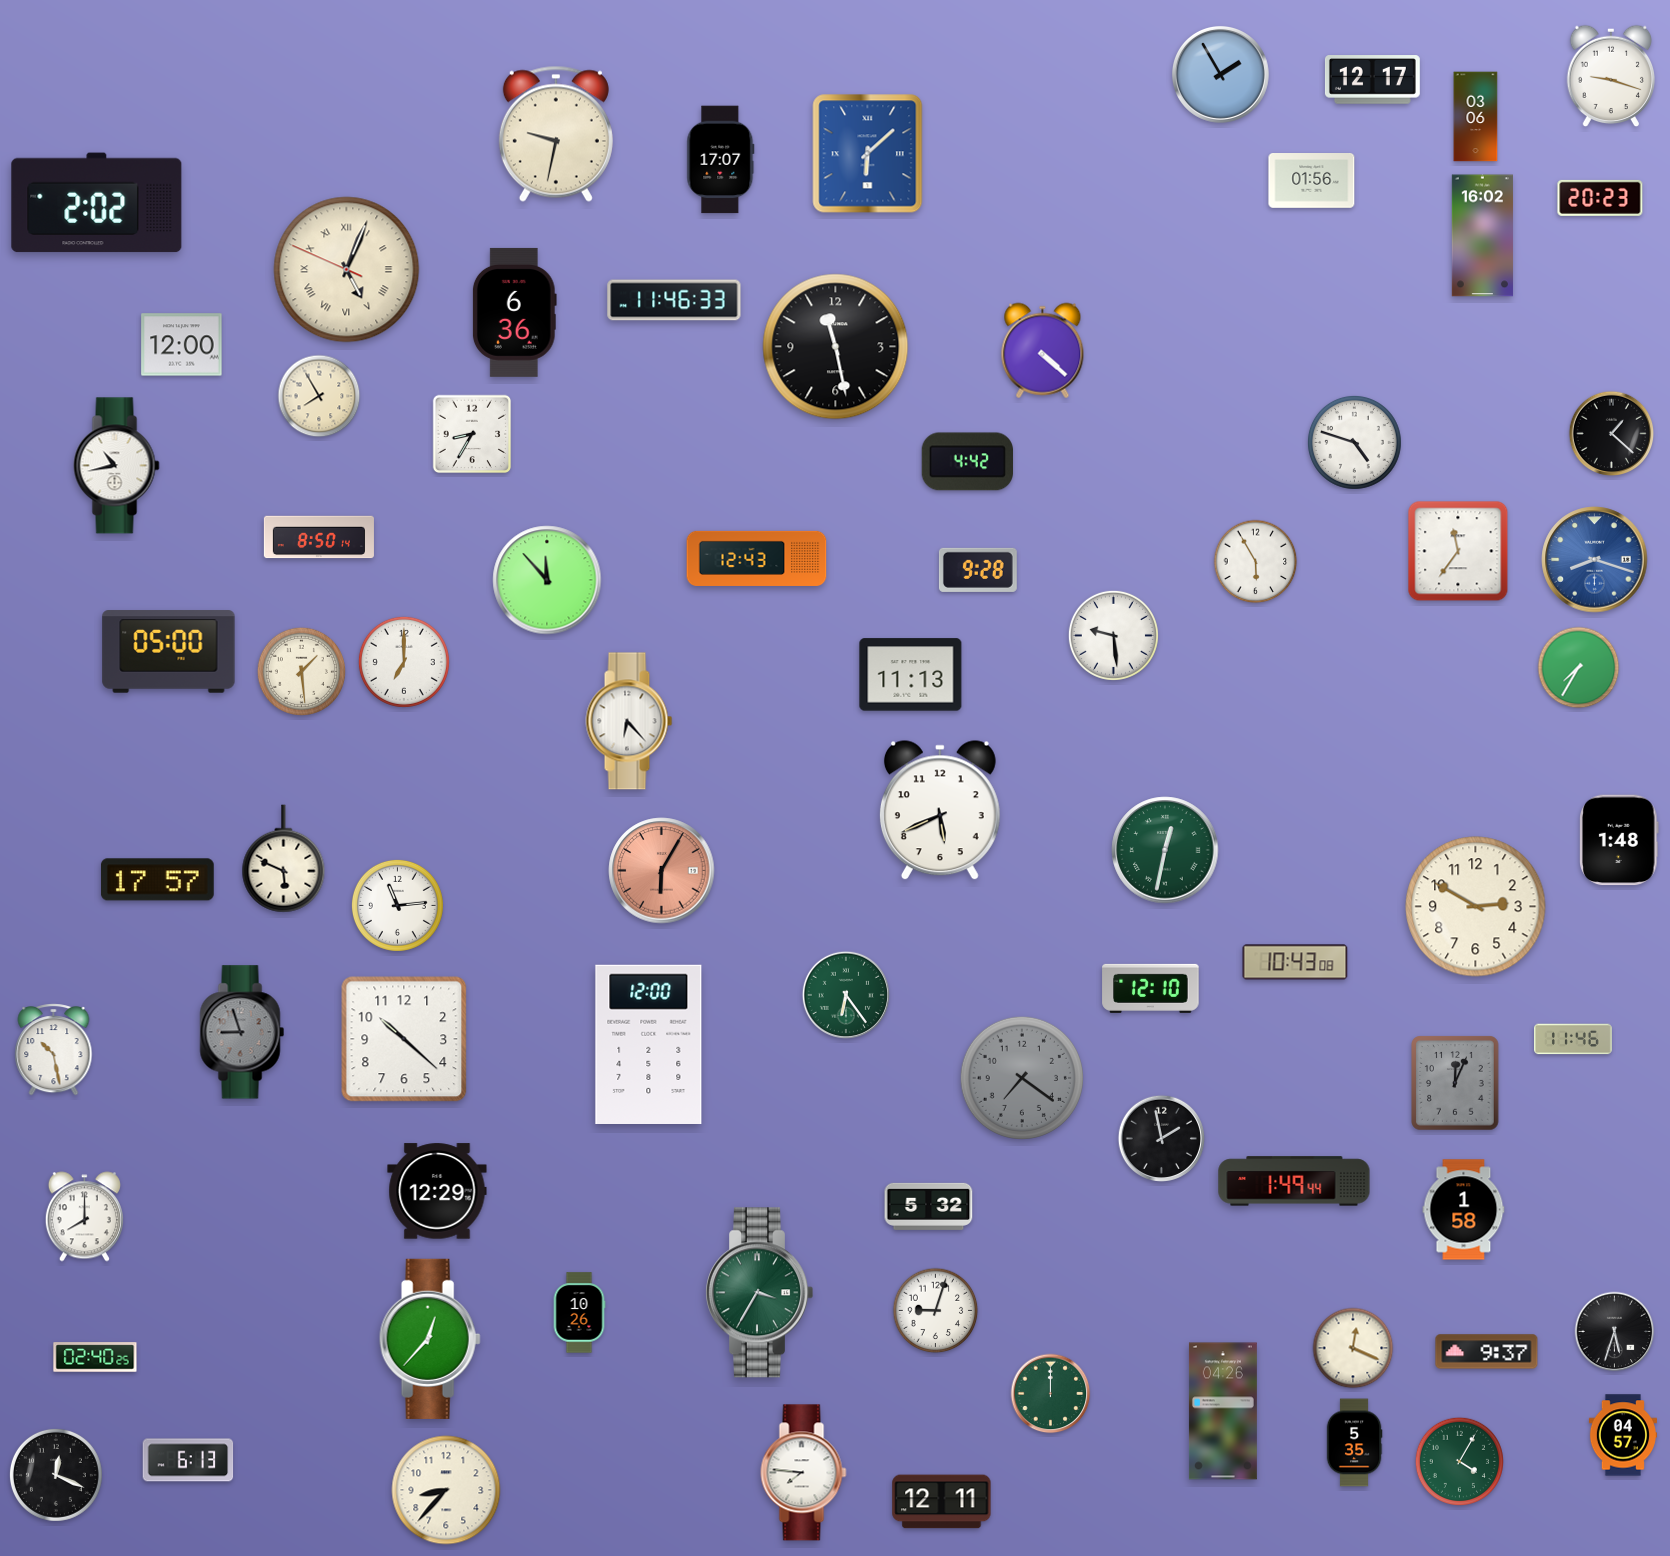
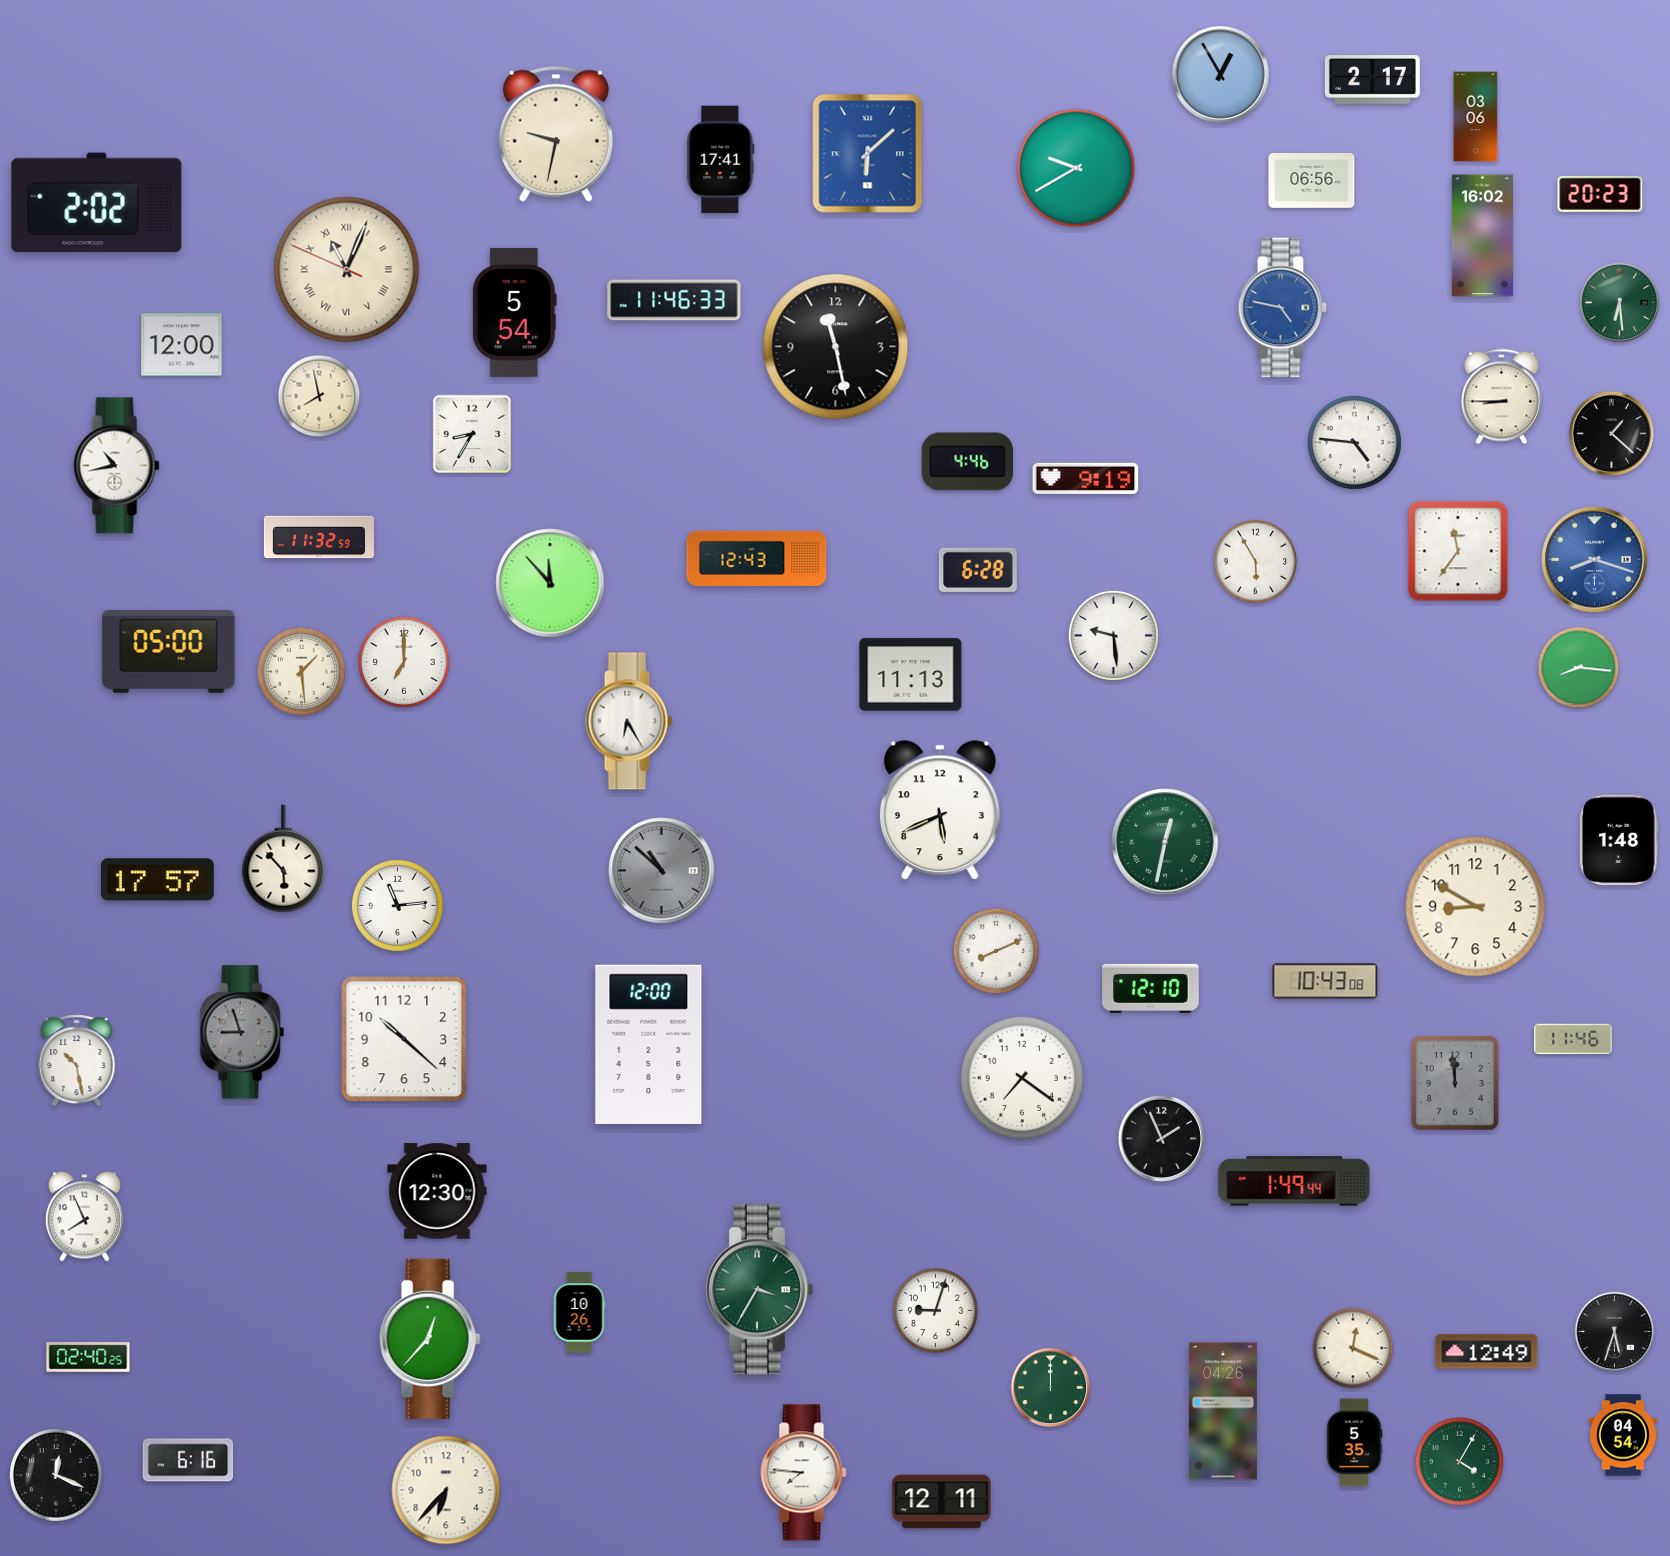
clock at (1220, 74): 1:55 -> 12:55
clock at (1610, 76): 9:18 -> none
clock at (1372, 80): 12:17 -> 2:17
clock at (721, 160): 17:07 -> 17:41
clock at (1076, 168): none -> 9:40
clock at (1312, 181): 01:56 -> 06:56
clock at (1600, 198) position: (1600, 198) -> (1600, 194)
clock at (347, 270): 5:03 -> 11:03
clock at (1620, 303): none -> 6:29
clock at (1282, 308): none -> 4:47
clock at (514, 312): 6:36 -> 5:54
clock at (1043, 351): 4:22 -> none
clock at (319, 396): 7:55 -> 7:58
clock at (1501, 397): none -> 8:45
clock at (1354, 442): 4:48 -> 4:46
clock at (967, 462): 4:42 -> 4:46
clock at (1086, 478): none -> 9:19
clock at (319, 537): 8:50 -> 11:32
clock at (978, 570): 9:28 -> 6:28
clock at (547, 580) position: (547, 580) -> (550, 583)
clock at (1579, 668): 7:35 -> 8:16
clock at (629, 721): 6:23 -> 6:25
clock at (1165, 850) position: (1165, 850) -> (1165, 842)
clock at (284, 859): 5:49 -> 5:53
clock at (662, 871): 6:05 -> 10:52
clock at (662, 871) dial: salmon -> grey
clock at (1476, 907): 2:50 -> 8:50
clock at (996, 951): none -> 8:11
clock at (1295, 962) position: (1295, 962) -> (1325, 981)
clock at (846, 995): 6:24 -> none
clock at (54, 1050) position: (54, 1050) -> (77, 1061)
clock at (1022, 1078) dial: grey -> white
clock at (1455, 1083): 12:04 -> 11:59
clock at (1161, 1138): 1:58 -> 1:56
clock at (437, 1191): 12:29 -> 12:30
clock at (929, 1206): 5:32 -> none
clock at (1464, 1210): 1:58 -> none
clock at (84, 1217): 8:00 -> 7:56
clock at (760, 1293) position: (760, 1293) -> (760, 1290)
clock at (1487, 1352): 9:37 -> 12:49
clock at (95, 1357) position: (95, 1357) -> (88, 1357)
clock at (1051, 1394) position: (1051, 1394) -> (1051, 1388)
clock at (1623, 1435): 04:57 -> 04:54
clock at (188, 1460): 6:13 -> 6:16
clock at (446, 1490): 8:37 -> 6:37
